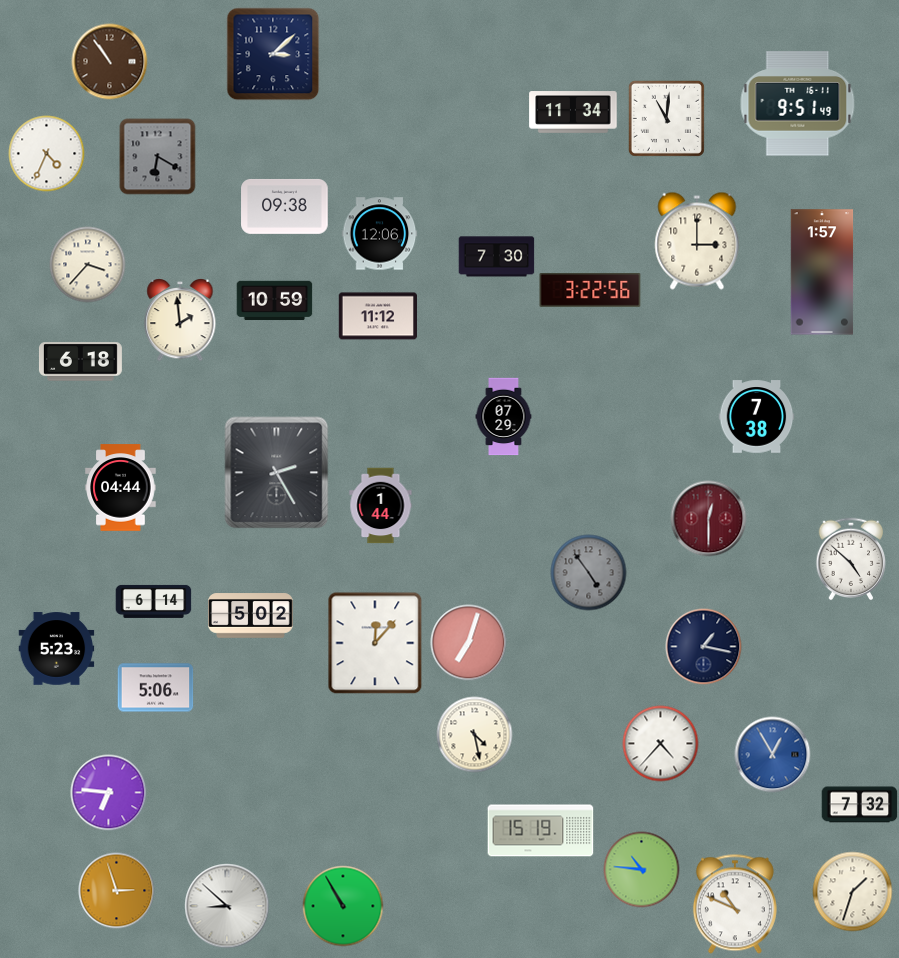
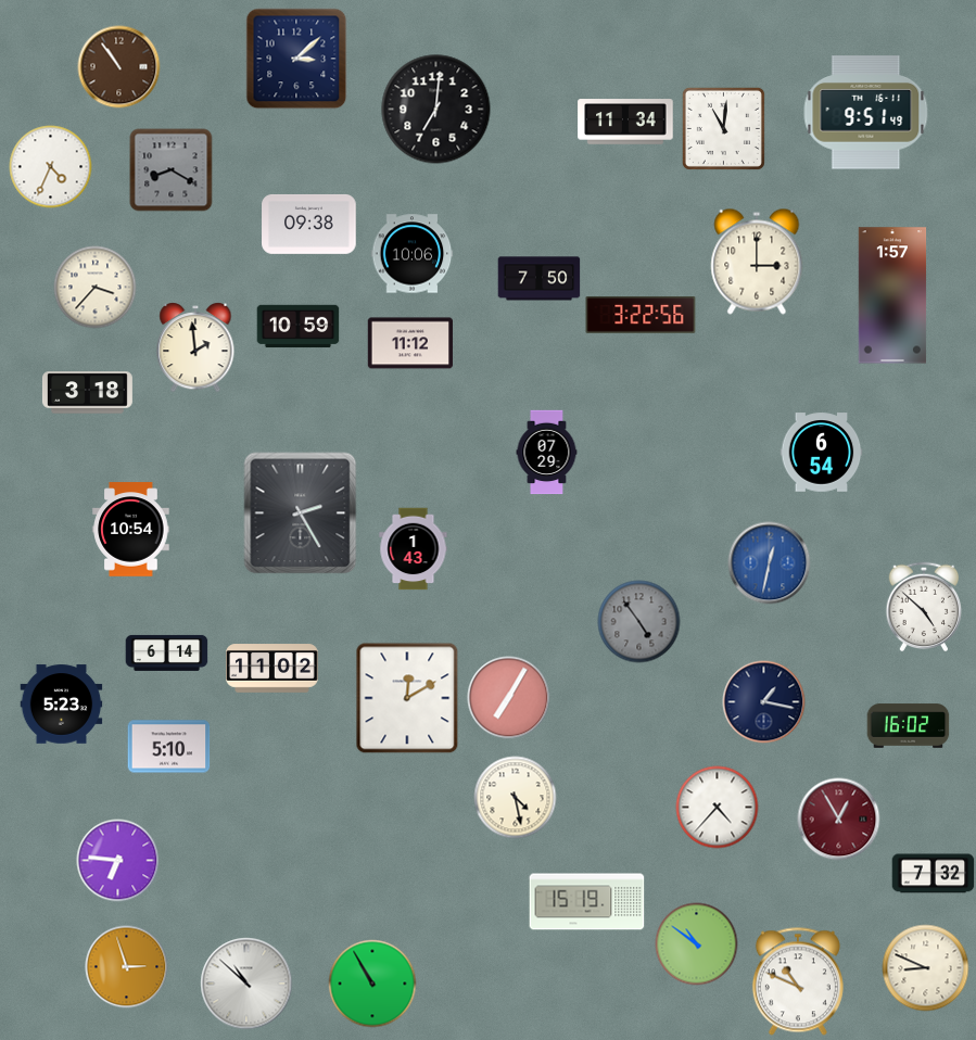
clock at (436, 110): none -> 7:01
clock at (573, 112) position: (573, 112) -> (625, 122)
clock at (158, 157): 6:20 -> 8:20
clock at (380, 234): 12:06 -> 10:06
clock at (497, 257): 7:30 -> 7:50
clock at (80, 362): 6:18 -> 3:18
clock at (757, 417): 7:38 -> 6:54
clock at (121, 488): 04:44 -> 10:54
clock at (381, 506): 1:44 -> 1:43
clock at (709, 519): 12:30 -> 12:32
clock at (709, 519) dial: burgundy -> blue
clock at (251, 616): 5:02 -> 11:02
clock at (375, 643): 12:07 -> 12:10
clock at (469, 643): 7:03 -> 7:05
clock at (909, 726): none -> 16:02
clock at (156, 688): 5:06 -> 5:10
clock at (773, 755) dial: blue -> burgundy
clock at (642, 870): 10:46 -> 10:51
clock at (853, 892): 1:33 -> 8:49
clock at (227, 906): 8:52 -> 10:52
